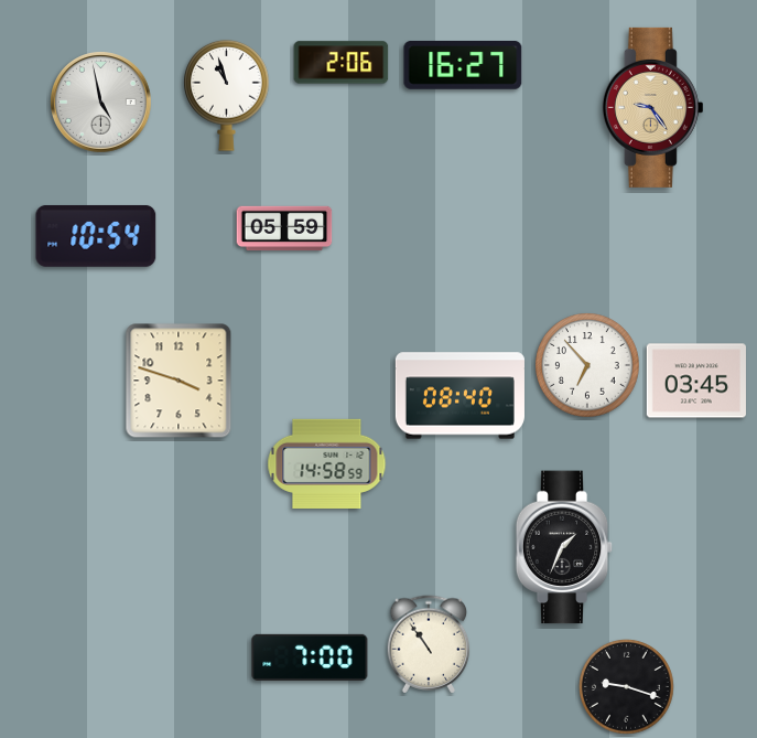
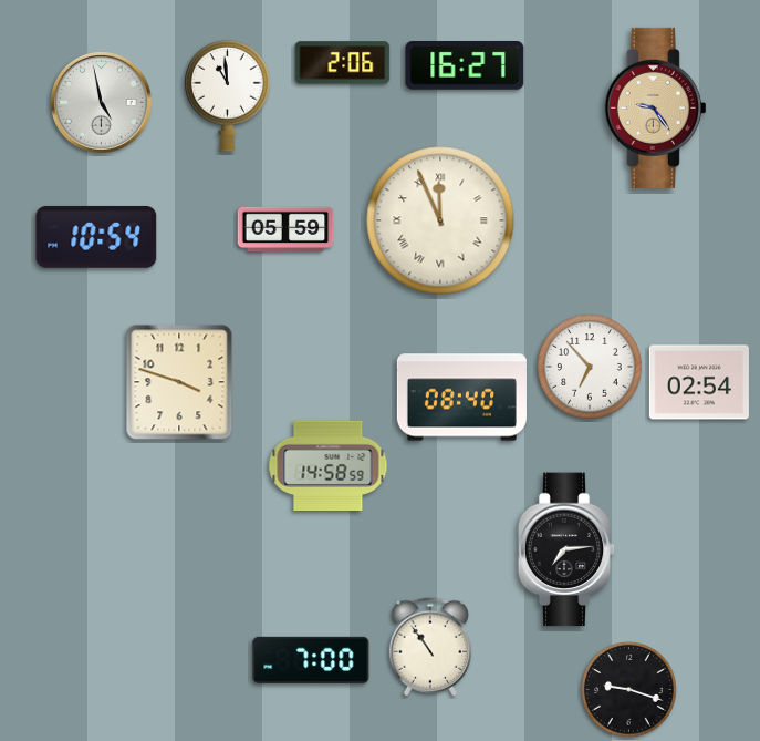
clock at (227, 95): 10:57 -> 10:59
clock at (440, 220): none -> 11:56
clock at (696, 381): 03:45 -> 02:54
clock at (564, 547): 1:34 -> 7:14
